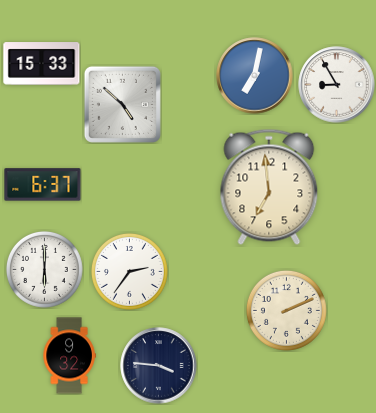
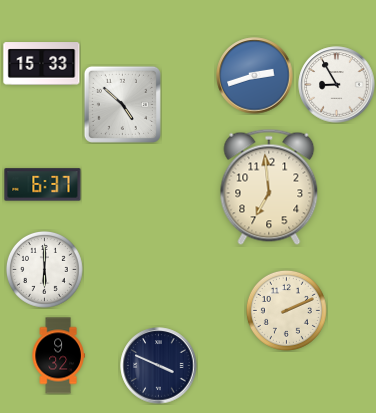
clock at (255, 76): 7:02 -> 2:42
clock at (129, 271): 2:36 -> none
clock at (69, 356) position: (69, 356) -> (58, 356)
clock at (159, 366): 3:46 -> 3:49
